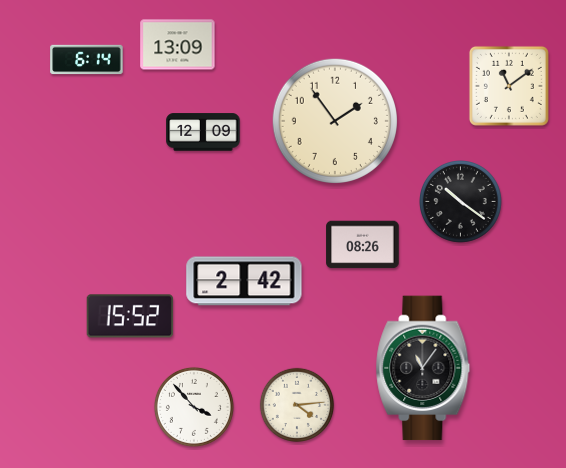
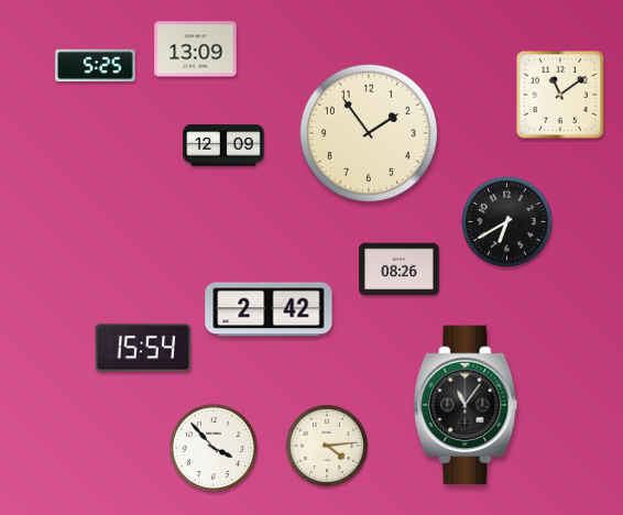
clock at (87, 60): 6:14 -> 5:25
clock at (461, 202): 10:21 -> 6:40
clock at (130, 316): 15:52 -> 15:54
